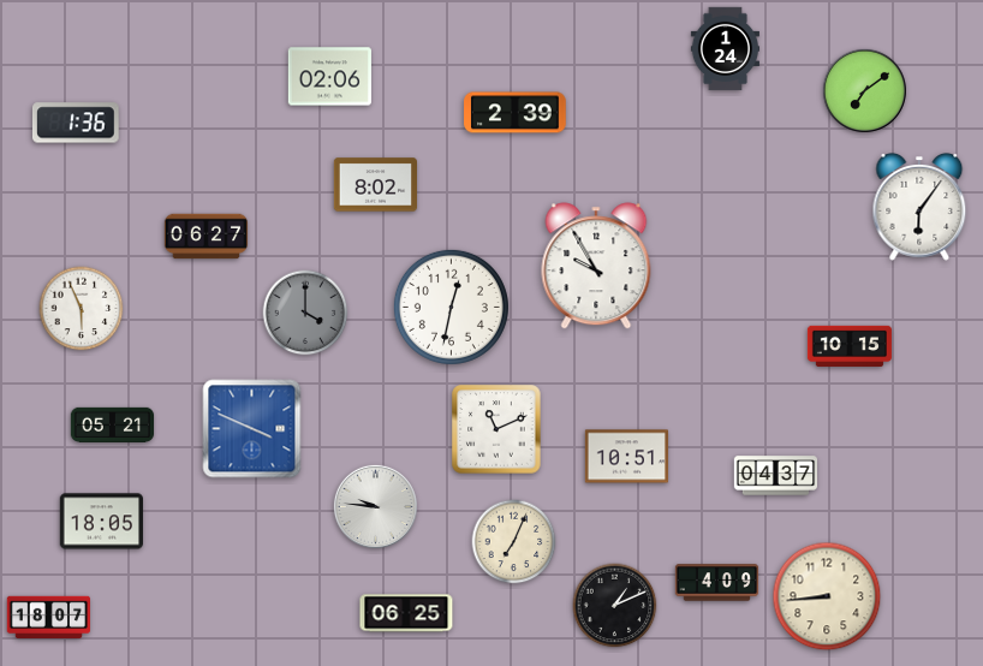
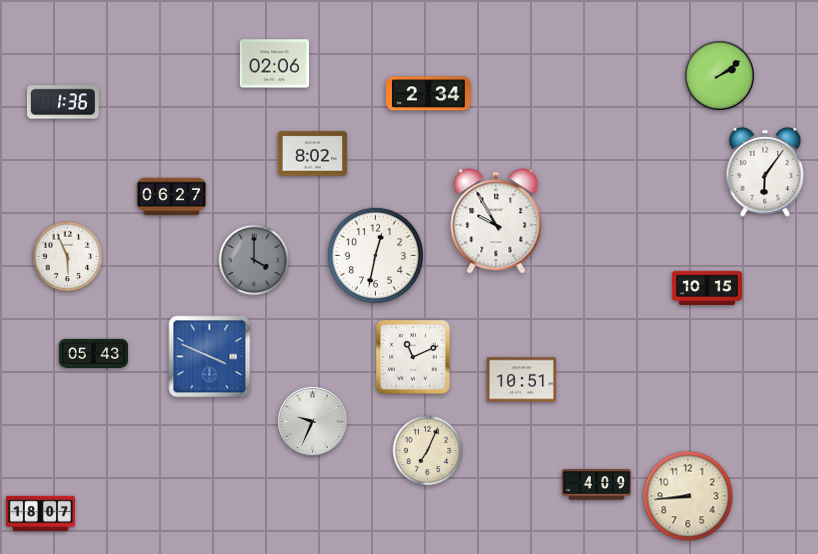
clock at (725, 49): 1:24 -> none
clock at (864, 90): 7:09 -> 2:09
clock at (516, 113): 2:39 -> 2:34
clock at (113, 424): 05:21 -> 05:43
clock at (776, 476): 04:37 -> none
clock at (375, 506): 9:46 -> 9:34
clock at (101, 522): 18:05 -> none
clock at (615, 606): 1:11 -> none
clock at (406, 613): 06:25 -> none
